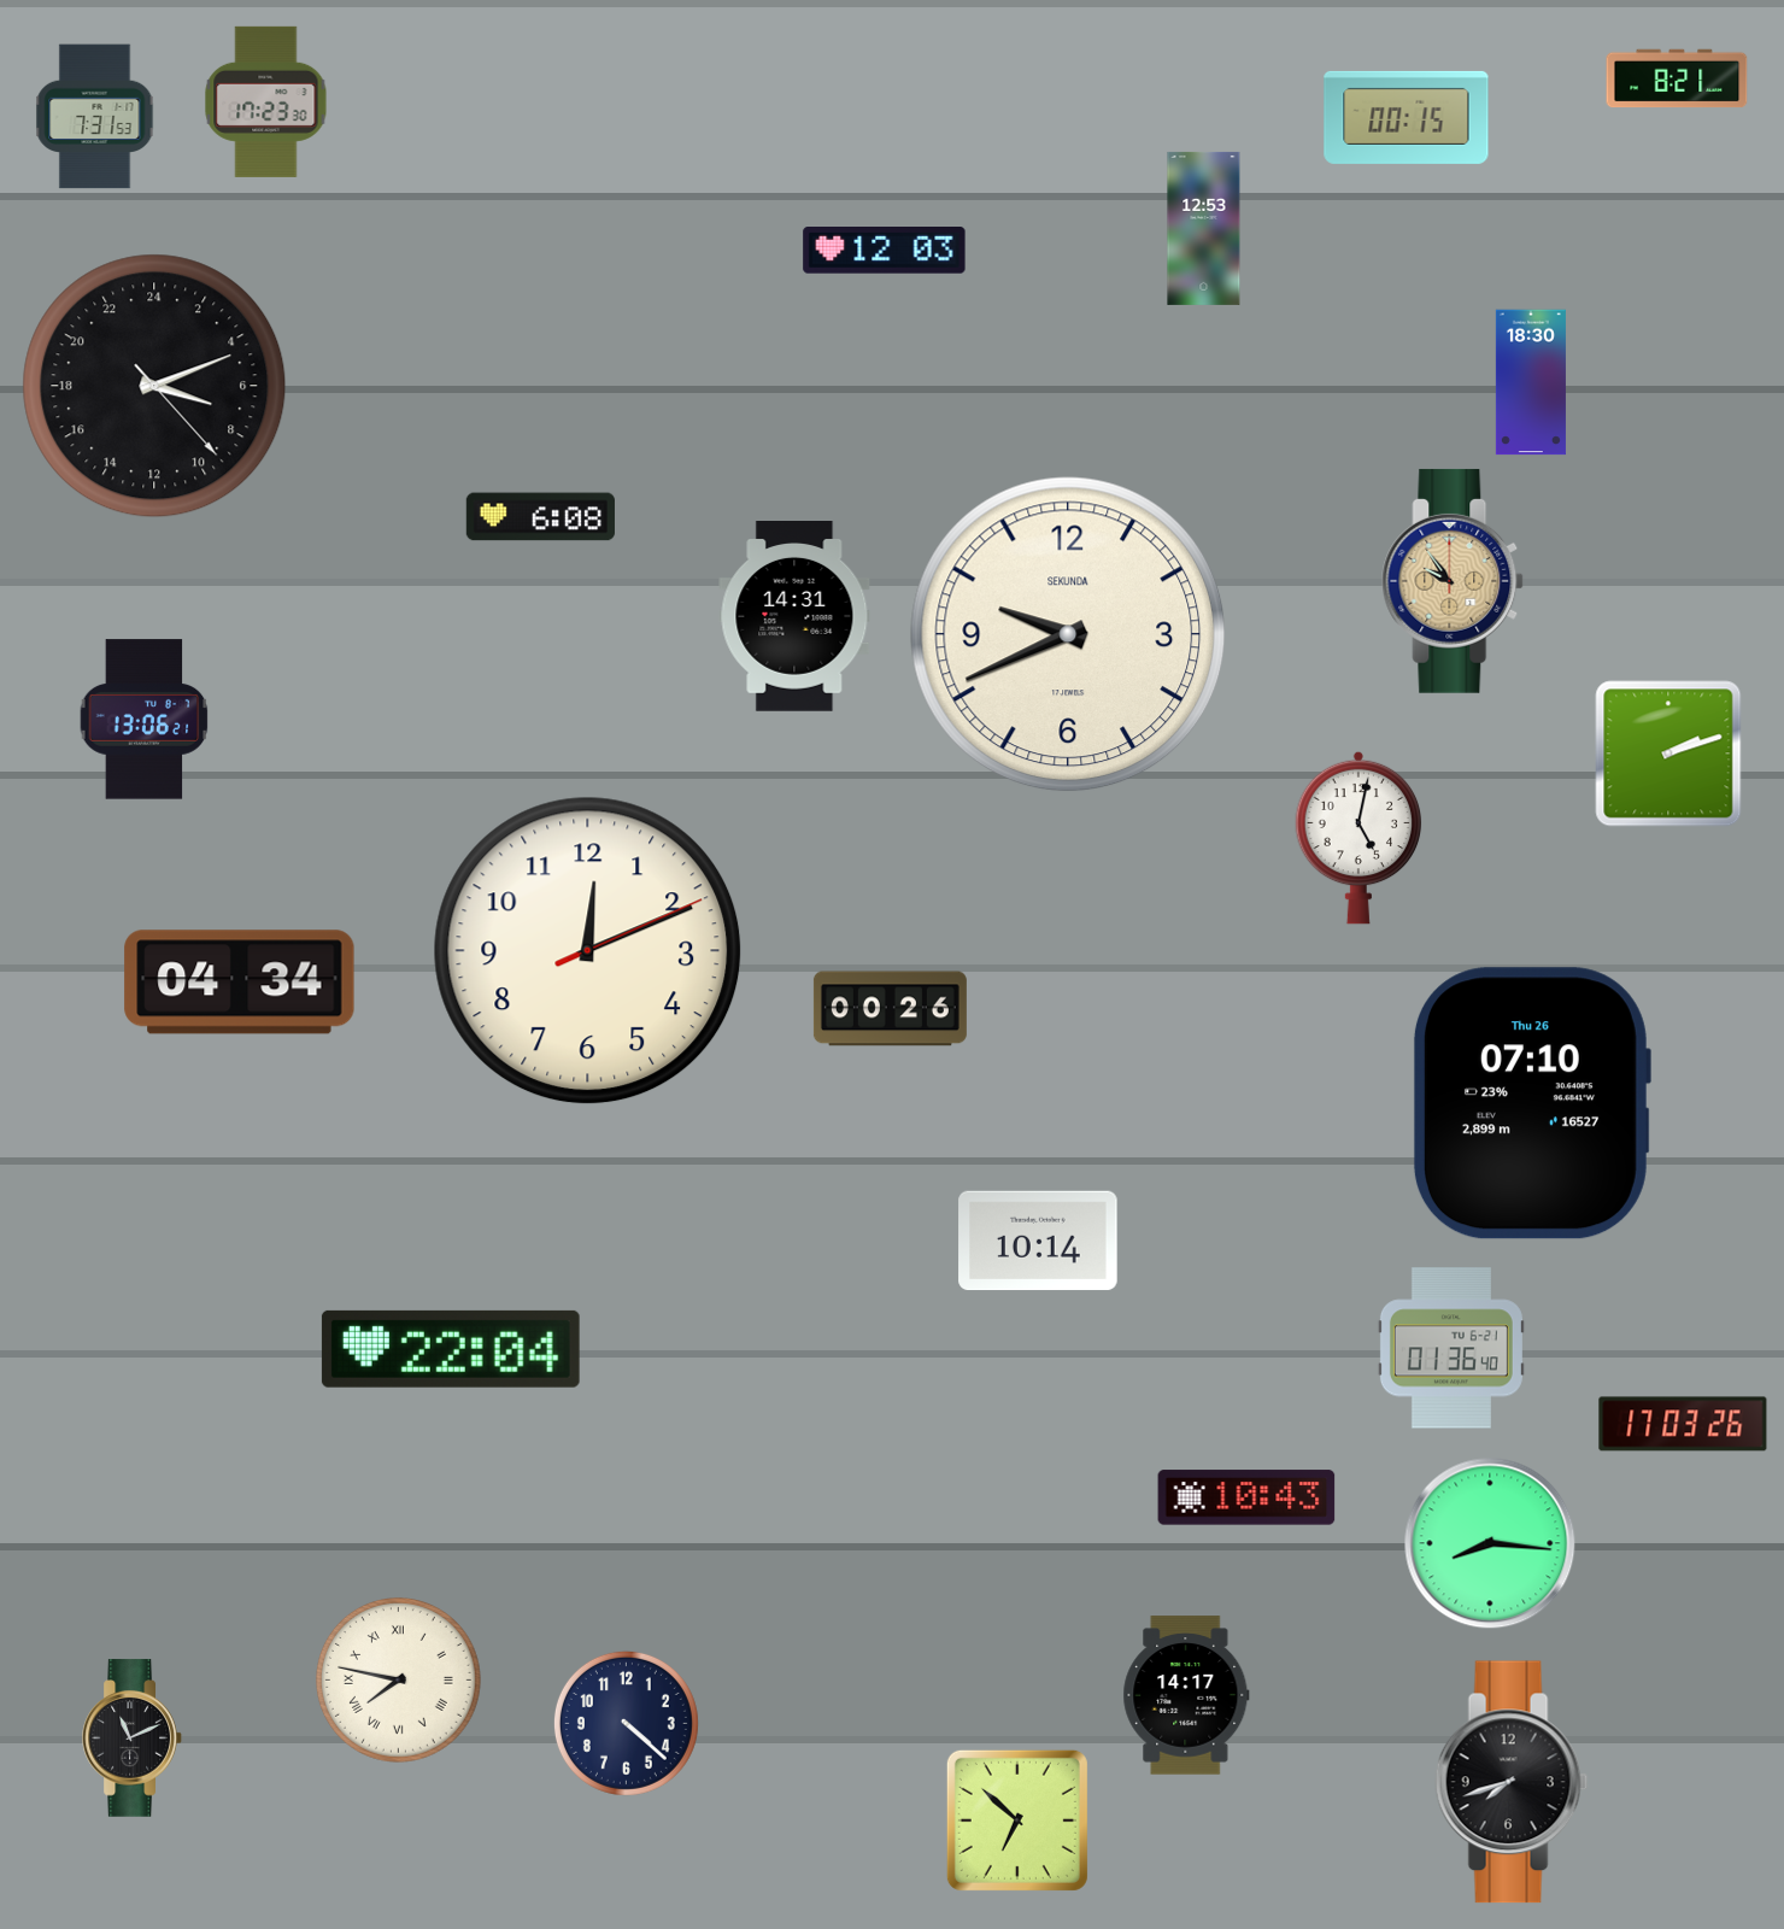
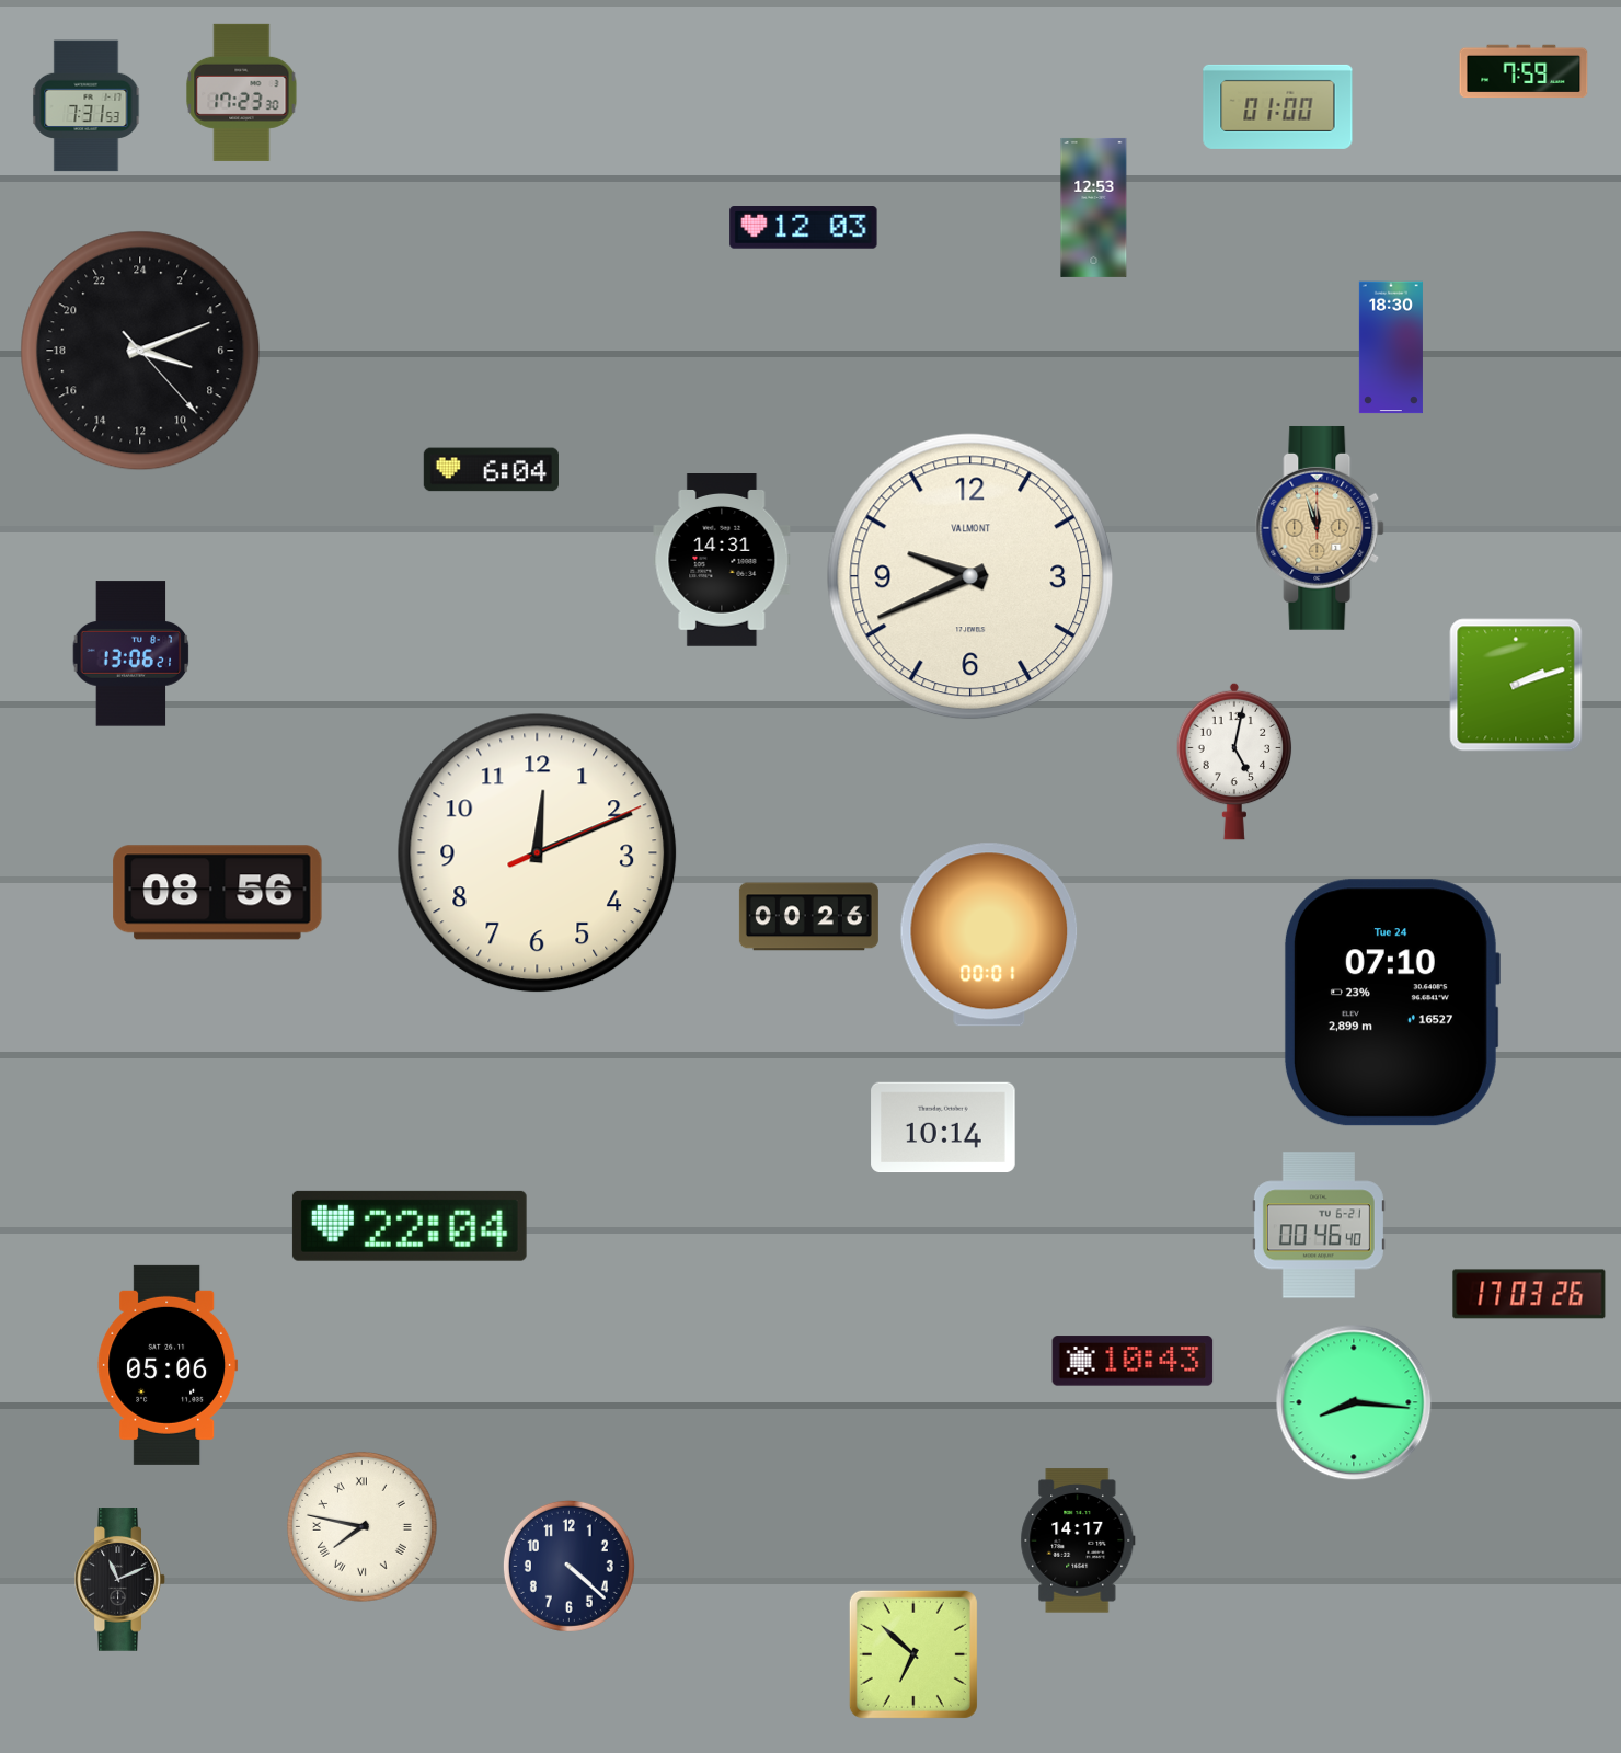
clock at (1677, 78): 8:21 -> 7:59
clock at (1407, 117): 00:15 -> 01:00
clock at (540, 517): 6:08 -> 6:04
clock at (1454, 581): 9:54 -> 11:57
clock at (1068, 634) brand: SEKUNDA -> VALMONT
clock at (588, 951) position: (588, 951) -> (538, 853)
clock at (240, 983): 04:34 -> 08:56
clock at (989, 935): none -> 00:01
clock at (1531, 1103) date: Thu 26 -> Tue 24
clock at (1451, 1348): 01:36 -> 00:46
clock at (168, 1365): none -> 05:06
clock at (1512, 1782): 7:42 -> none
clock at (1017, 1820) position: (1017, 1820) -> (913, 1654)
